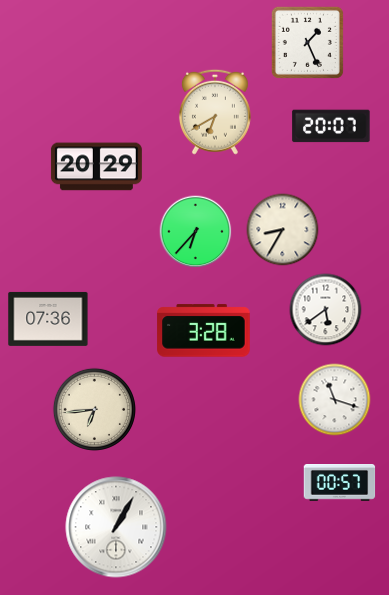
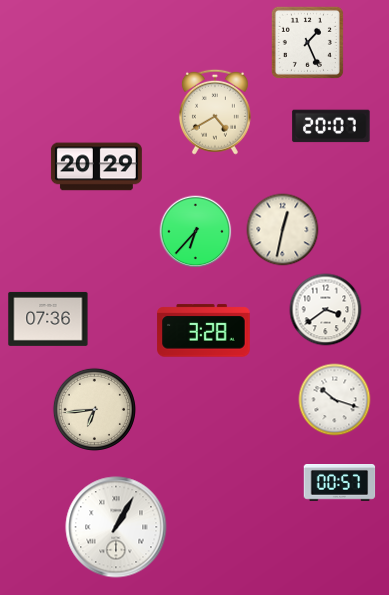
clock at (215, 112): 6:40 -> 4:40
clock at (283, 230): 8:35 -> 12:32
clock at (326, 310): 5:39 -> 3:39
clock at (335, 400): 11:18 -> 10:18
